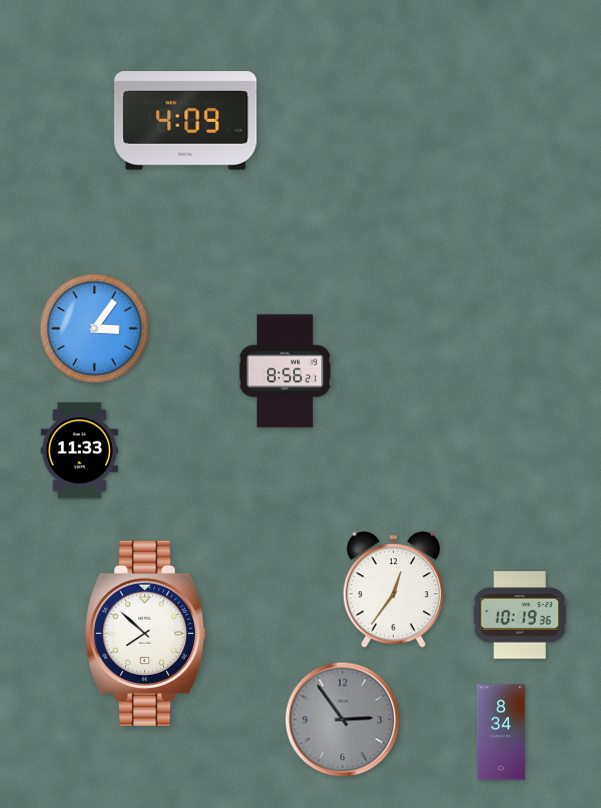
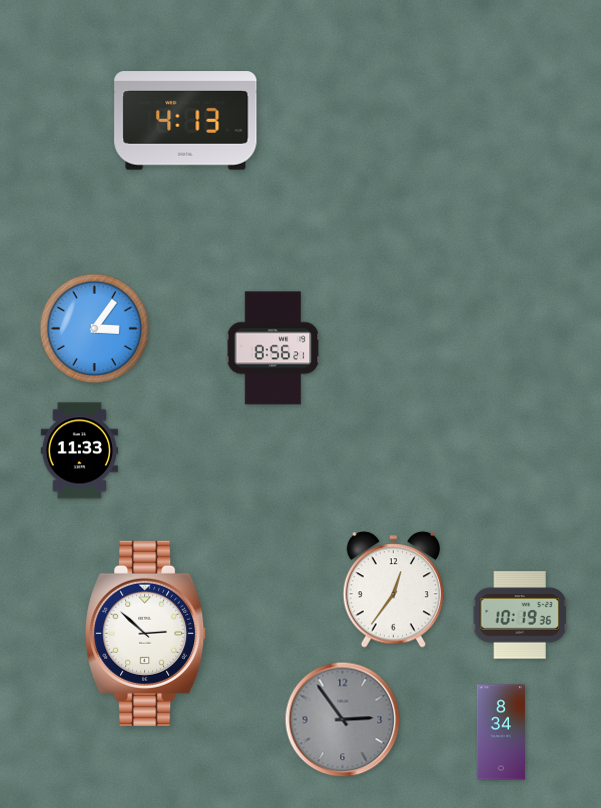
clock at (186, 121): 4:09 -> 4:13
clock at (285, 371) position: (285, 371) -> (273, 348)
clock at (146, 633): 7:52 -> 2:52
